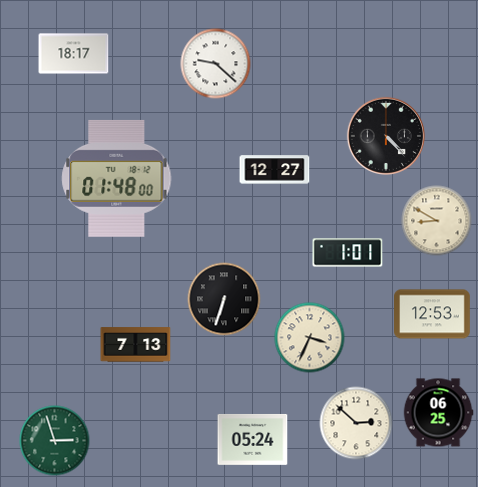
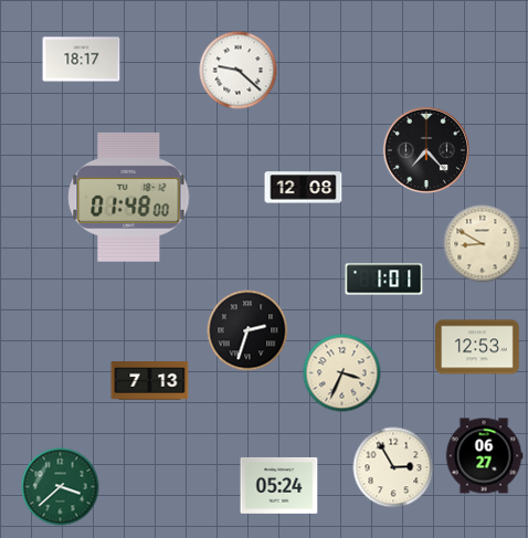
clock at (386, 136): 4:23 -> 7:23
clock at (275, 170): 12:27 -> 12:08
clock at (224, 299): 6:33 -> 2:33
clock at (438, 413): 06:25 -> 06:27
clock at (356, 423): 2:52 -> 2:55
clock at (55, 441): 2:57 -> 3:38
